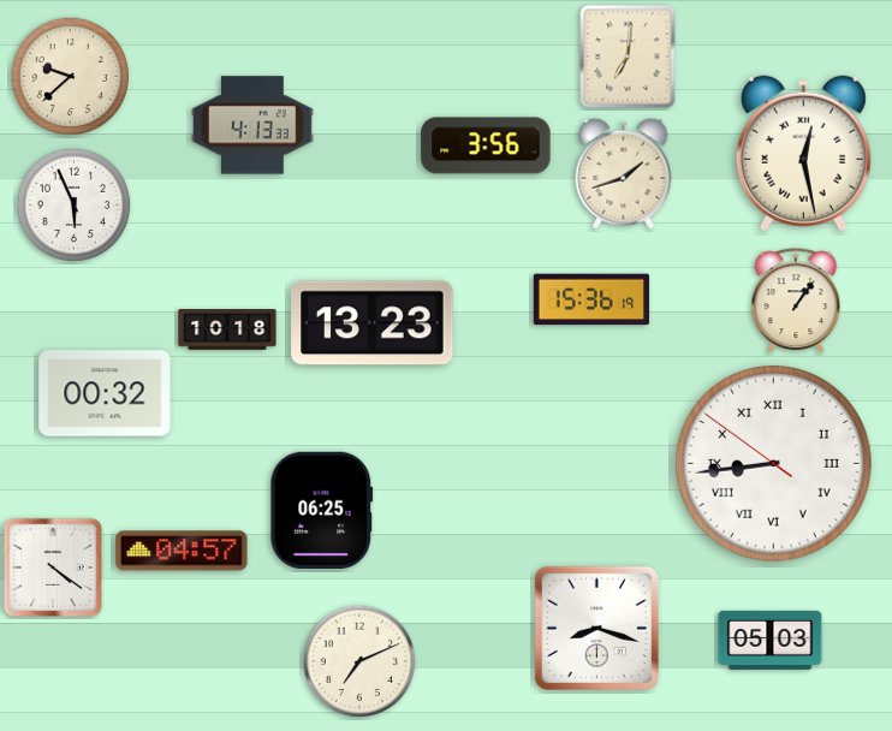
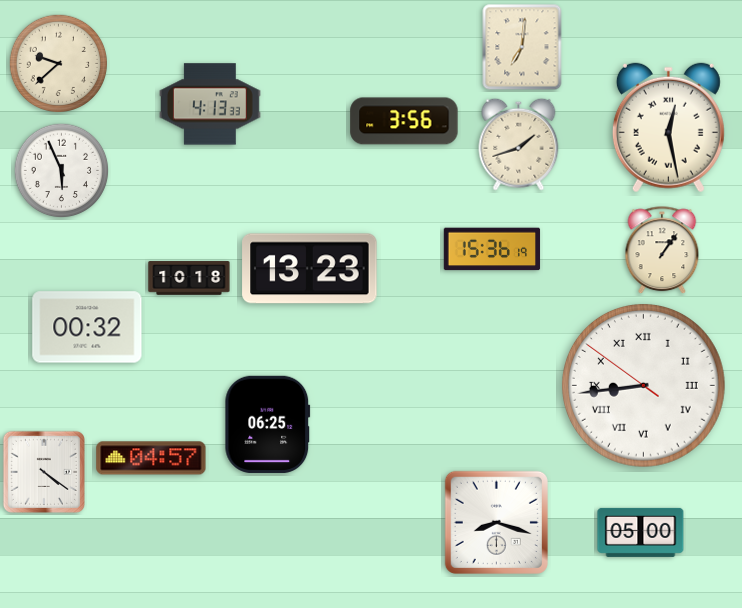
clock at (227, 329) position: (227, 329) -> (189, 278)
clock at (771, 640): 05:03 -> 05:00
clock at (359, 661): 7:11 -> none
